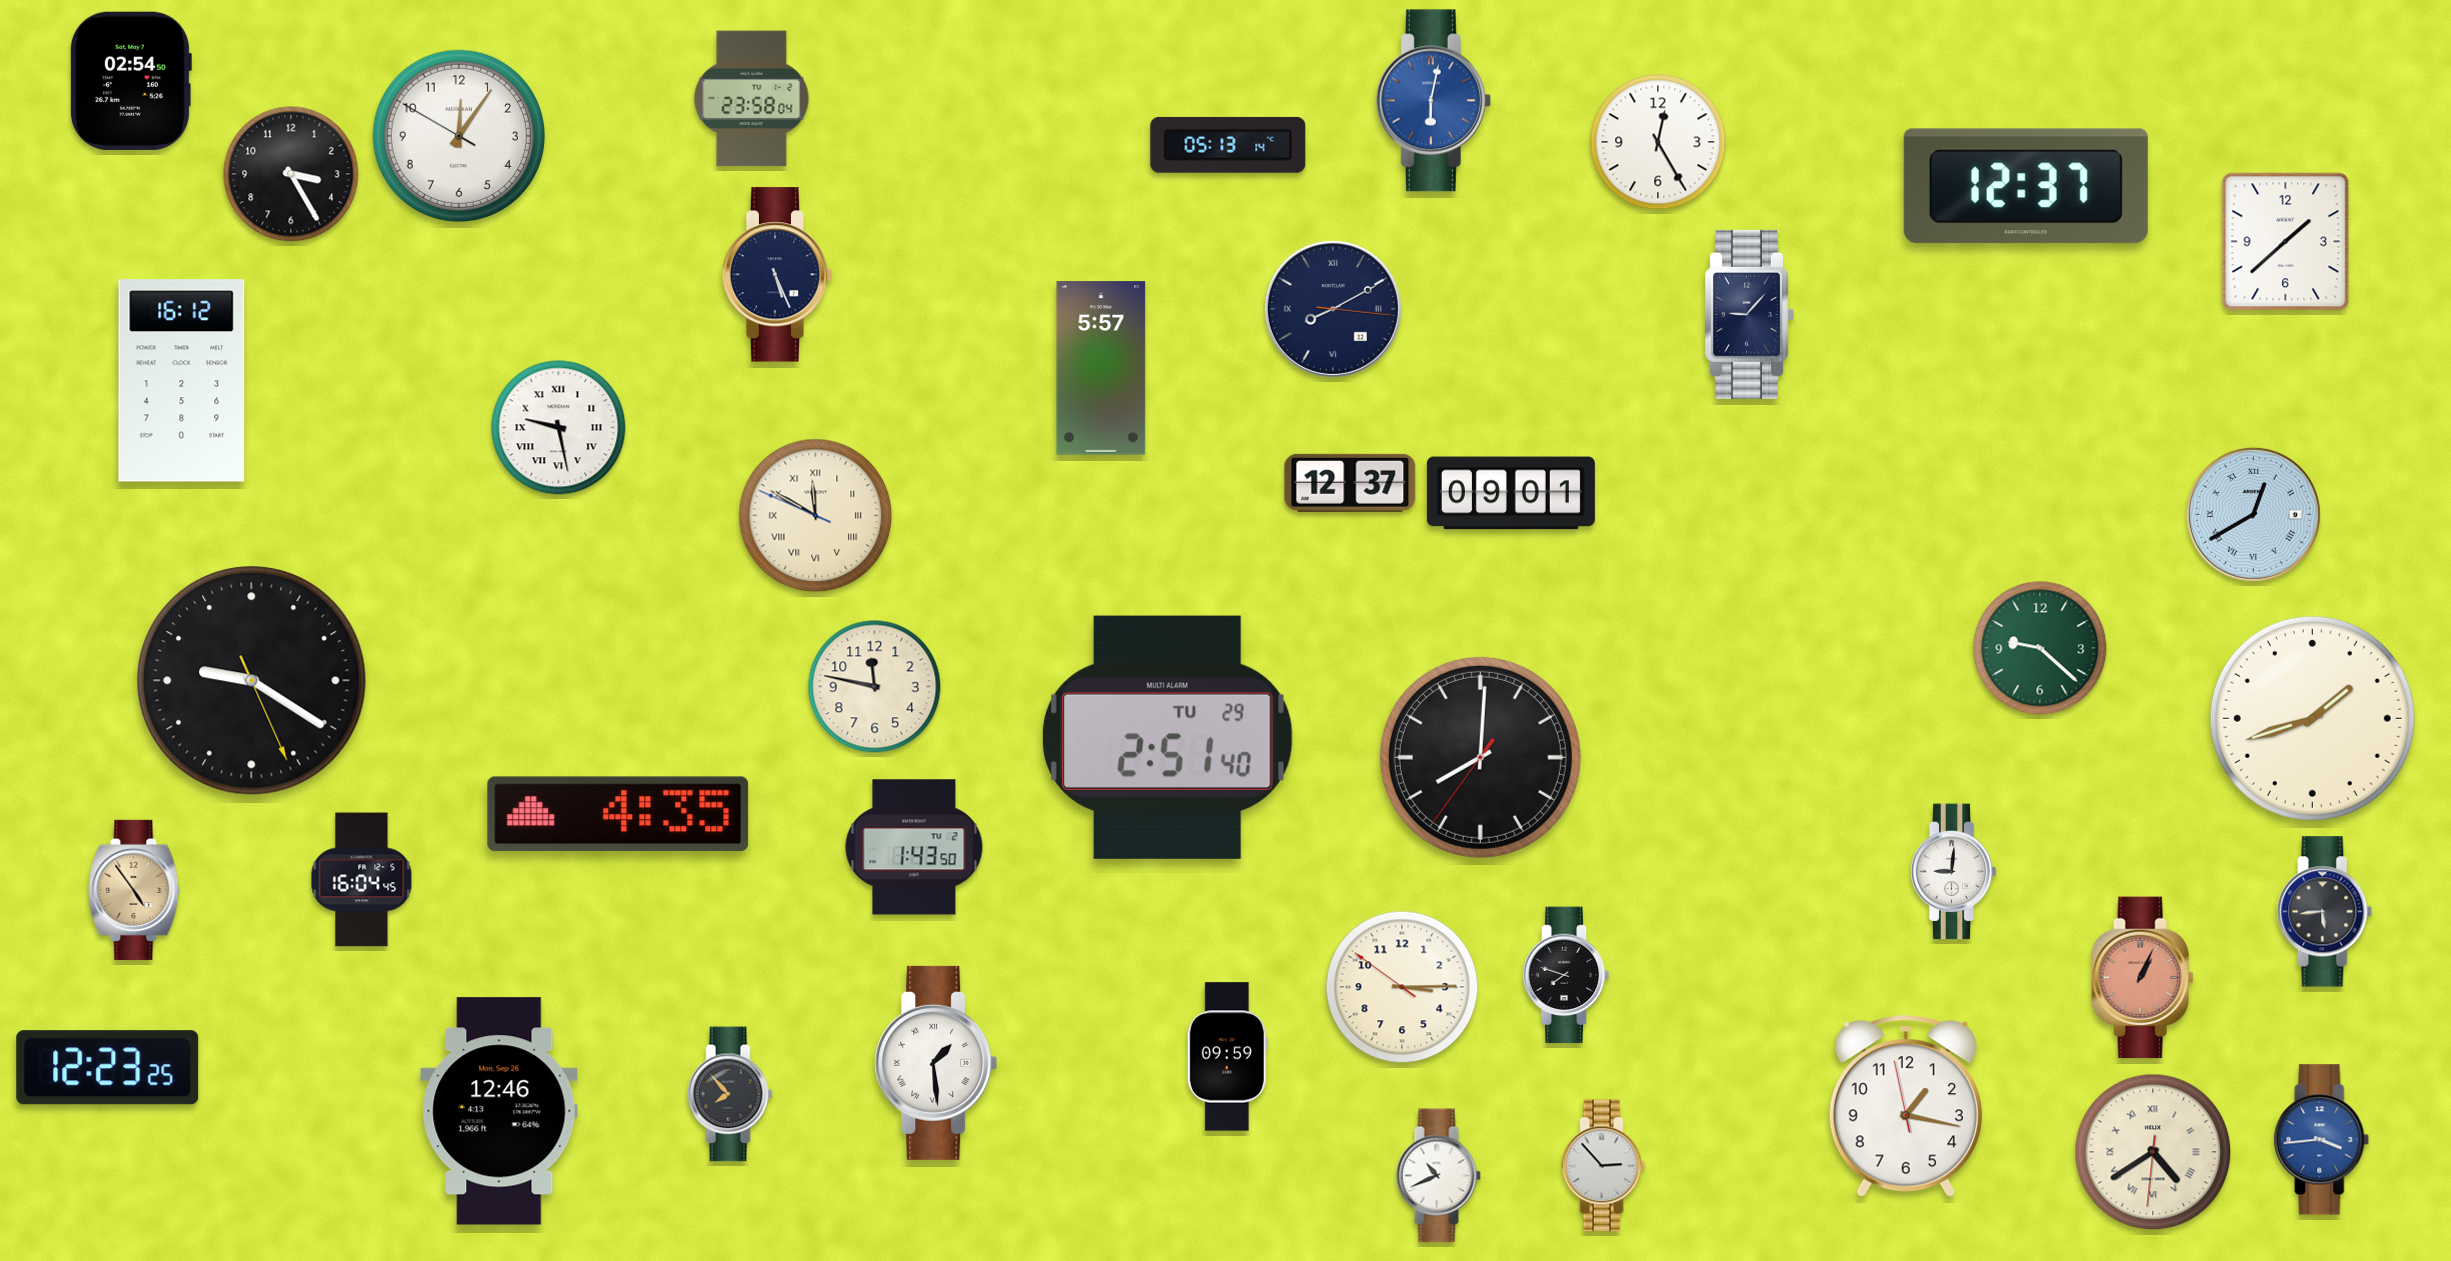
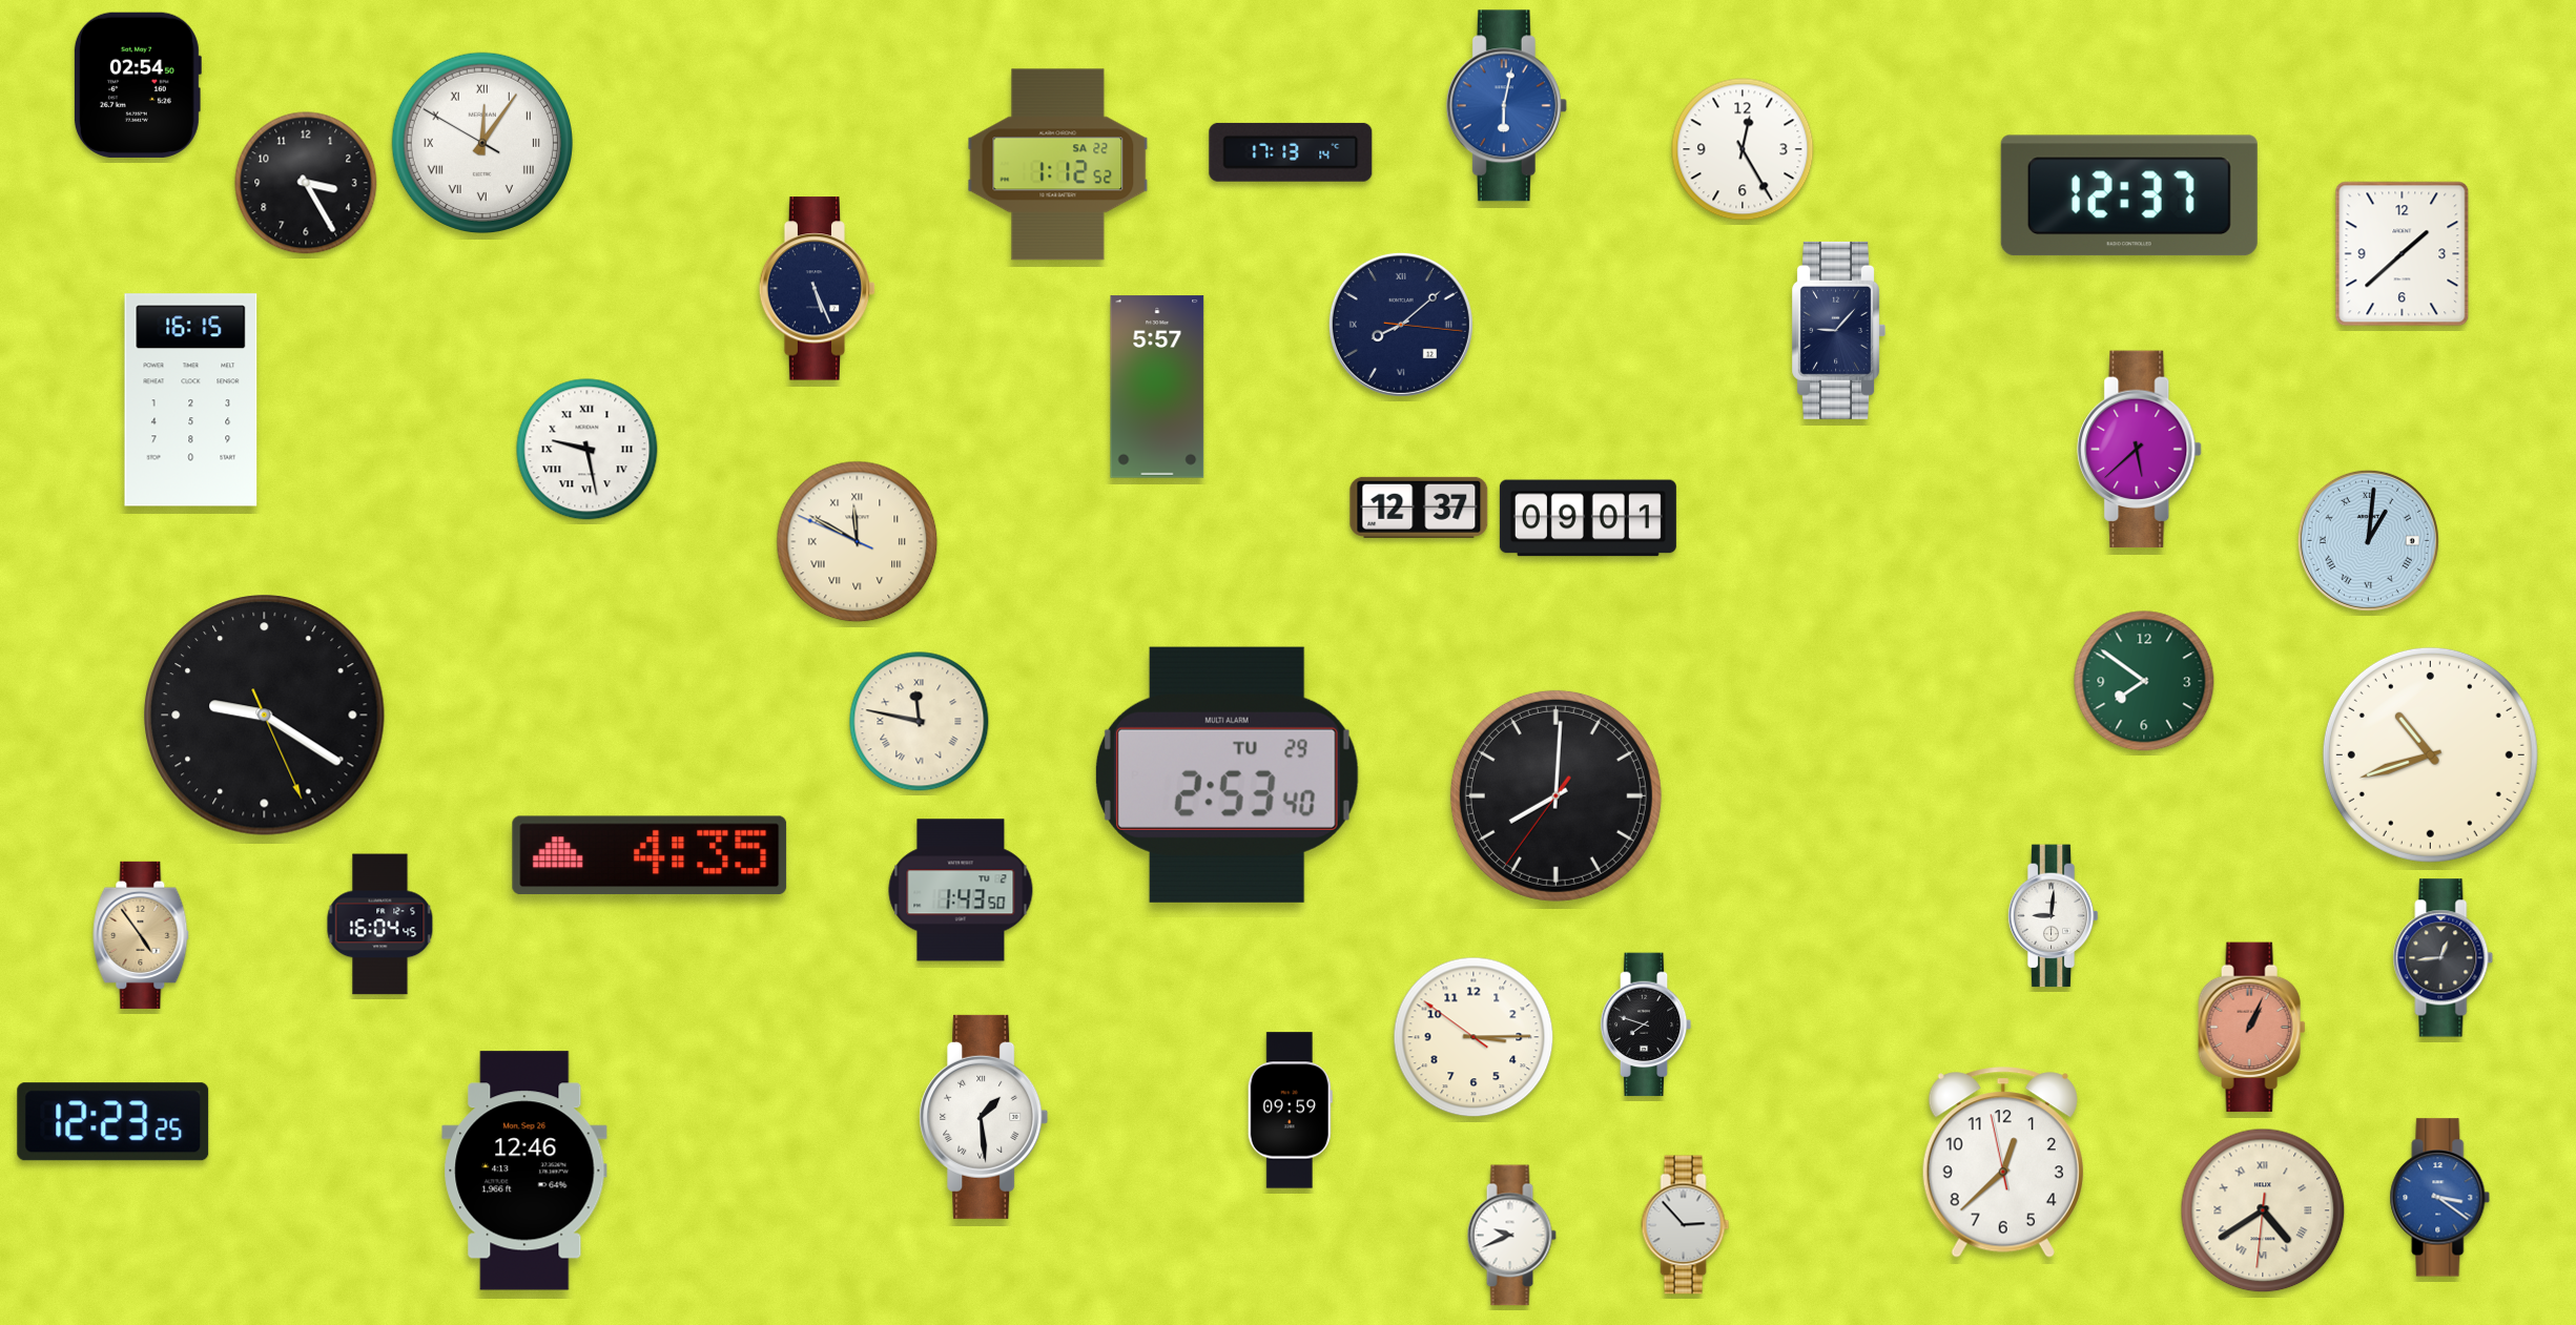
clock at (752, 99): 23:58 -> none
clock at (458, 135) numerals: Arabic -> Roman
clock at (1228, 145): 05:13 -> 17:13
clock at (1058, 165): none -> 1:12
clock at (1333, 309): 8:10 -> 8:08
clock at (182, 381): 16:12 -> 16:15
clock at (2140, 450): none -> 5:38
clock at (2253, 514): 12:40 -> 1:01
clock at (2040, 648): 9:22 -> 7:51
clock at (875, 687) numerals: Arabic -> Roman
clock at (2312, 718): 1:42 -> 10:42
clock at (1167, 737): 2:51 -> 2:53
clock at (2325, 912): 5:44 -> 12:44
clock at (730, 1094): 7:53 -> none
clock at (1906, 1106): 1:16 -> 12:37
clock at (499, 1111) position: (499, 1111) -> (524, 1171)
clock at (2322, 1140): 3:44 -> 3:21
clock at (1438, 1176): 10:41 -> 9:41
